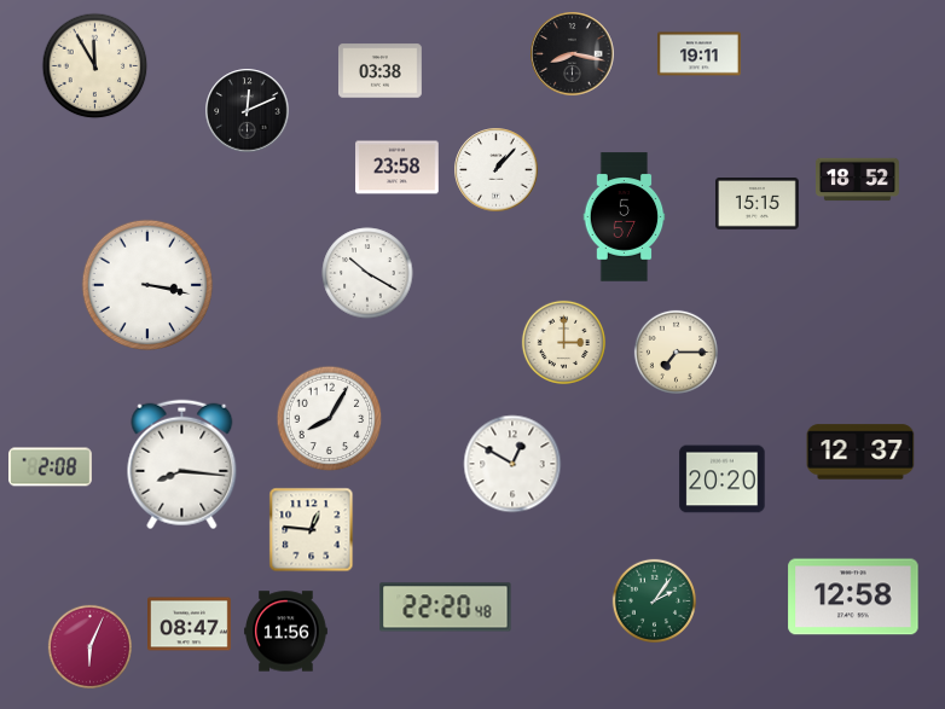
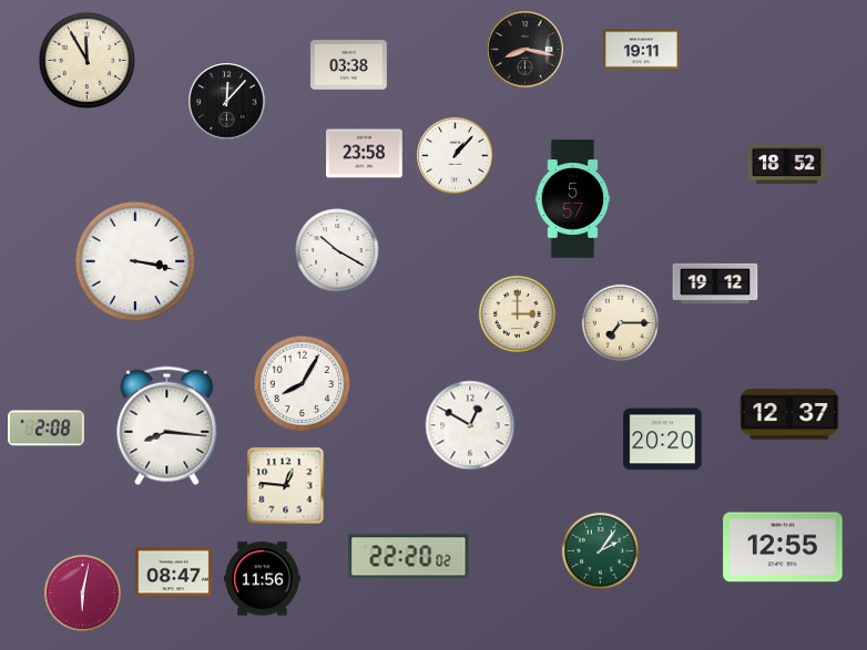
clock at (248, 111): 12:11 -> 12:07
clock at (758, 204): 15:15 -> none
clock at (715, 283): none -> 19:12
clock at (853, 597): 12:58 -> 12:55
clock at (446, 608): 22:20:48 -> 22:20:02
clock at (89, 646): 6:04 -> 6:02
